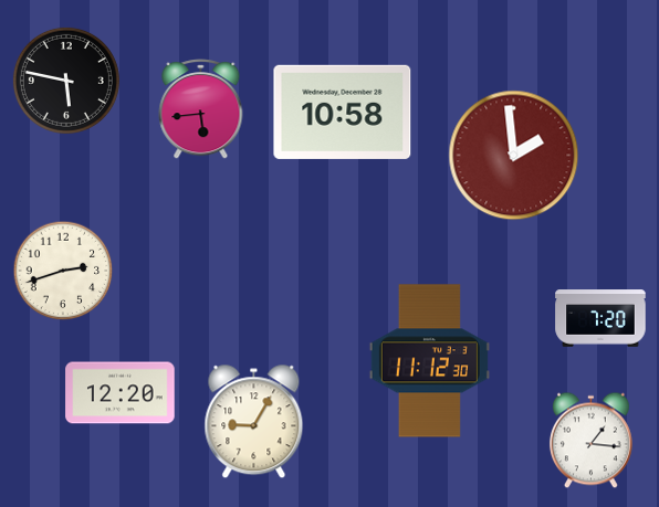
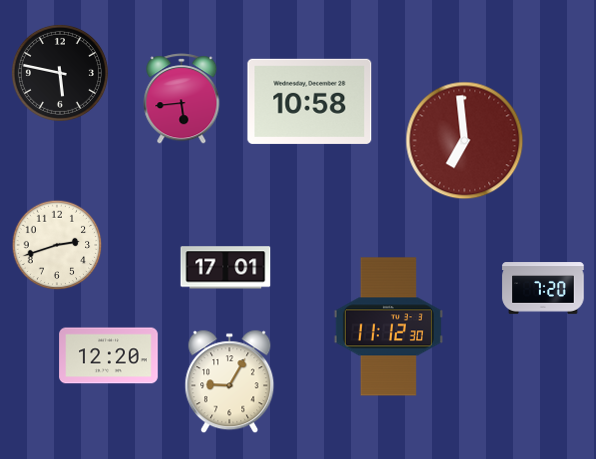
clock at (514, 156): 1:59 -> 6:59
clock at (226, 268): none -> 17:01
clock at (590, 441): 1:16 -> none
